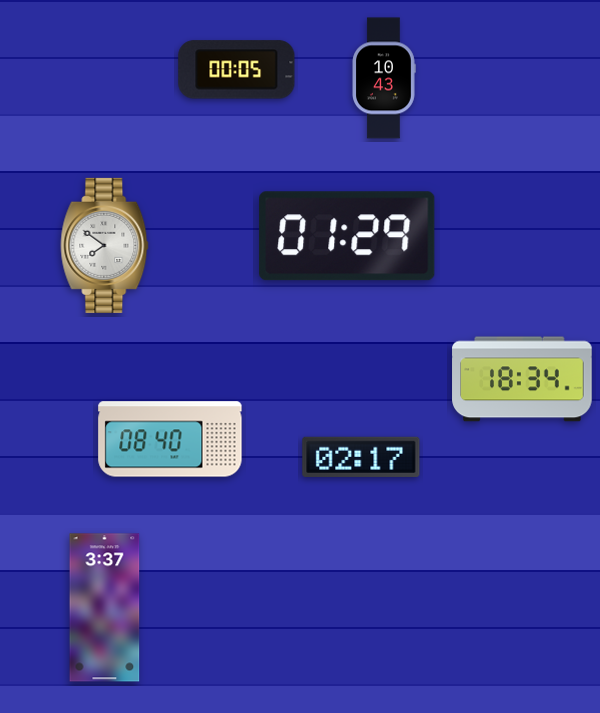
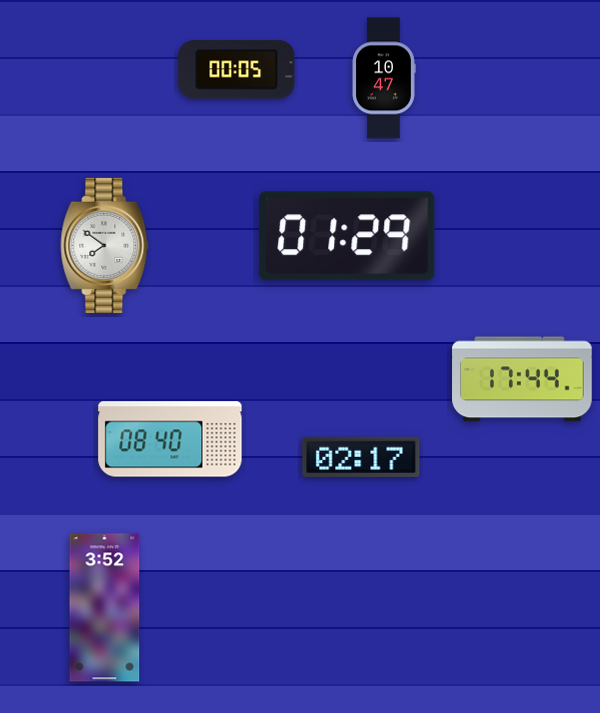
clock at (384, 78): 10:43 -> 10:47
clock at (522, 379): 18:34 -> 17:44
clock at (105, 608): 3:37 -> 3:52
